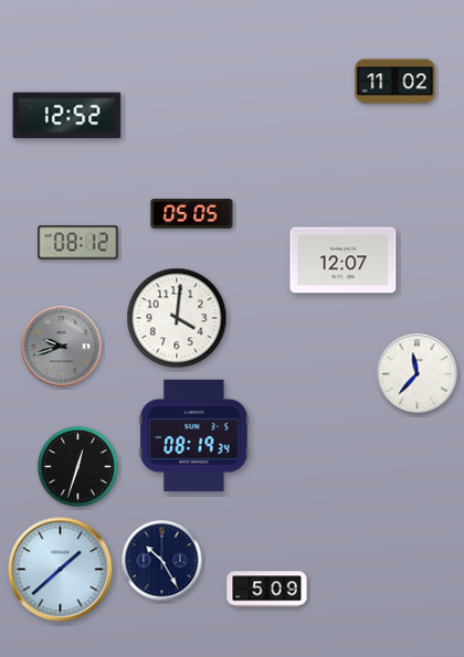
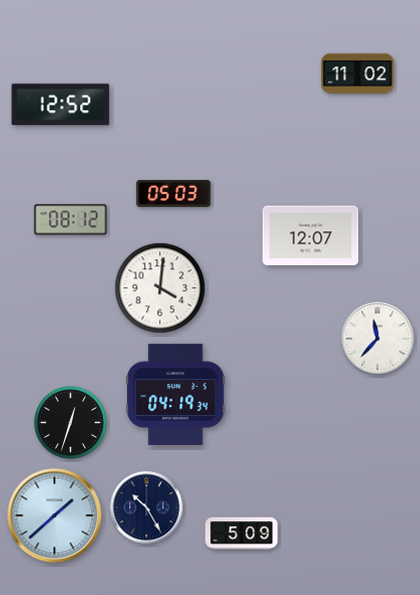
clock at (192, 213): 05:05 -> 05:03
clock at (62, 347): 9:42 -> none
clock at (194, 435): 08:19 -> 04:19
